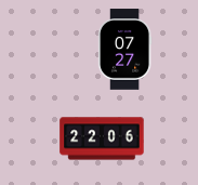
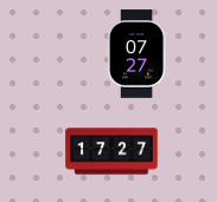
clock at (102, 138): 22:06 -> 17:27
